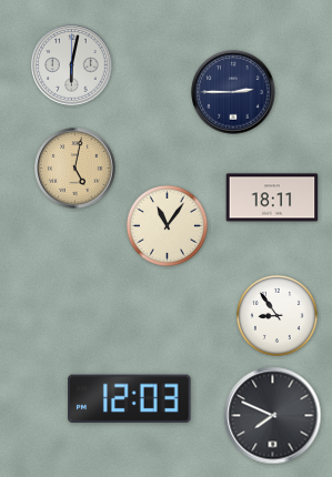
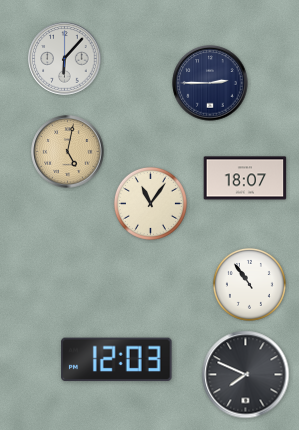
clock at (72, 65): 6:02 -> 6:07
clock at (272, 197): 18:11 -> 18:07
clock at (276, 315): 8:54 -> 10:54
